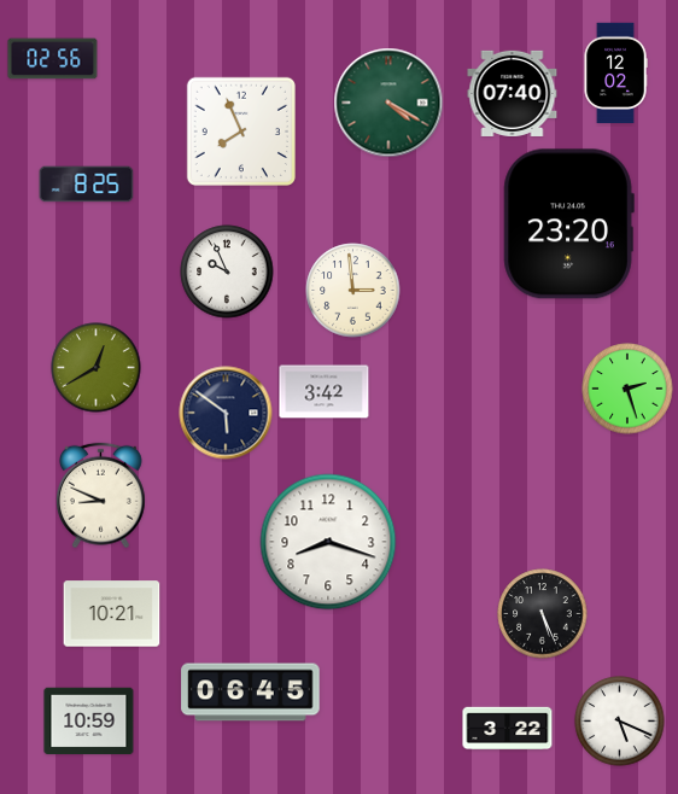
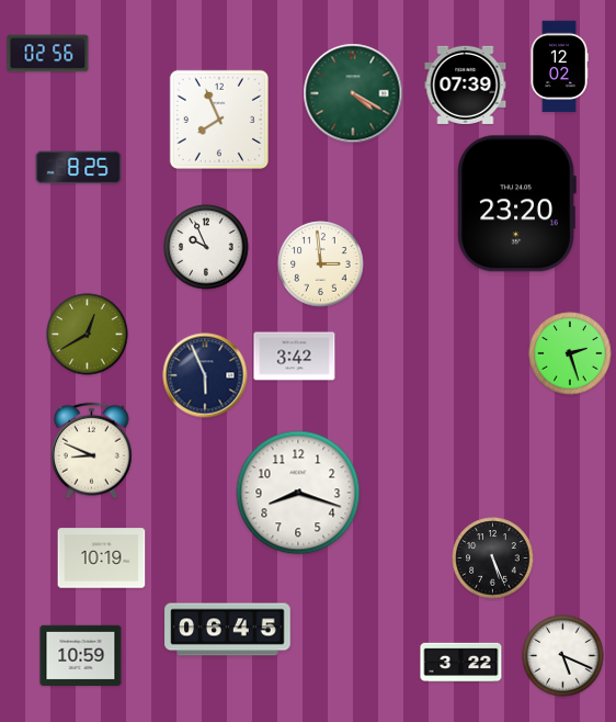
clock at (513, 93): 07:40 -> 07:39
clock at (226, 413): 5:51 -> 5:56
clock at (112, 614): 10:21 -> 10:19
